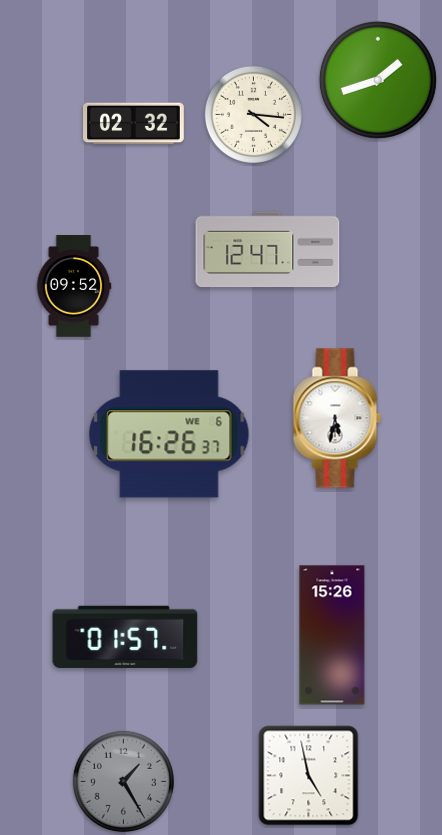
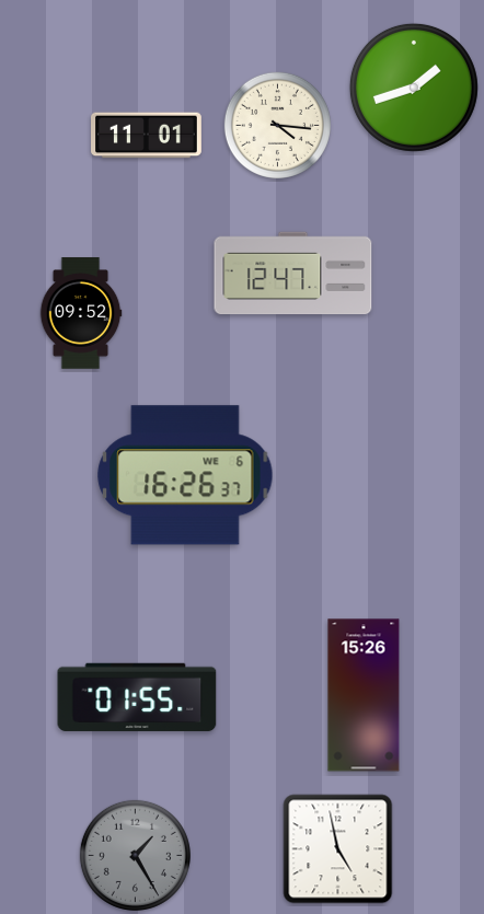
clock at (134, 124): 02:32 -> 11:01
clock at (337, 418): 5:32 -> none
clock at (125, 636): 01:57 -> 01:55
